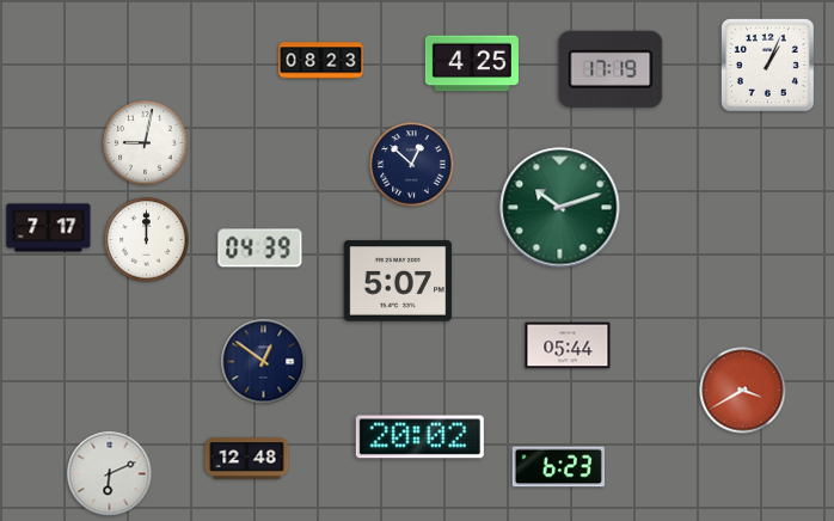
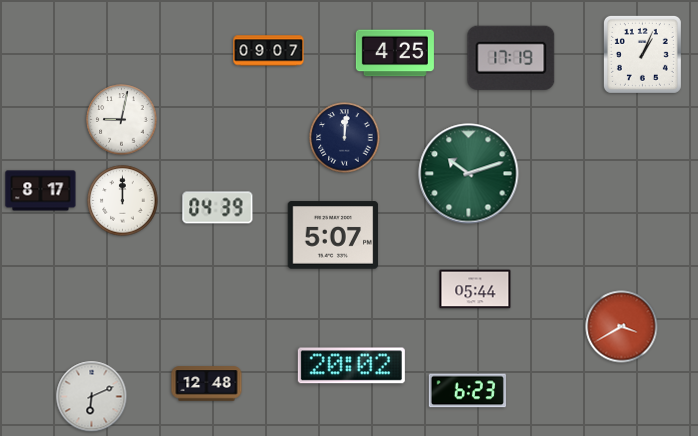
clock at (321, 61): 08:23 -> 09:07
clock at (412, 165): 12:52 -> 12:01
clock at (49, 228): 7:17 -> 8:17
clock at (264, 362): 12:51 -> none
